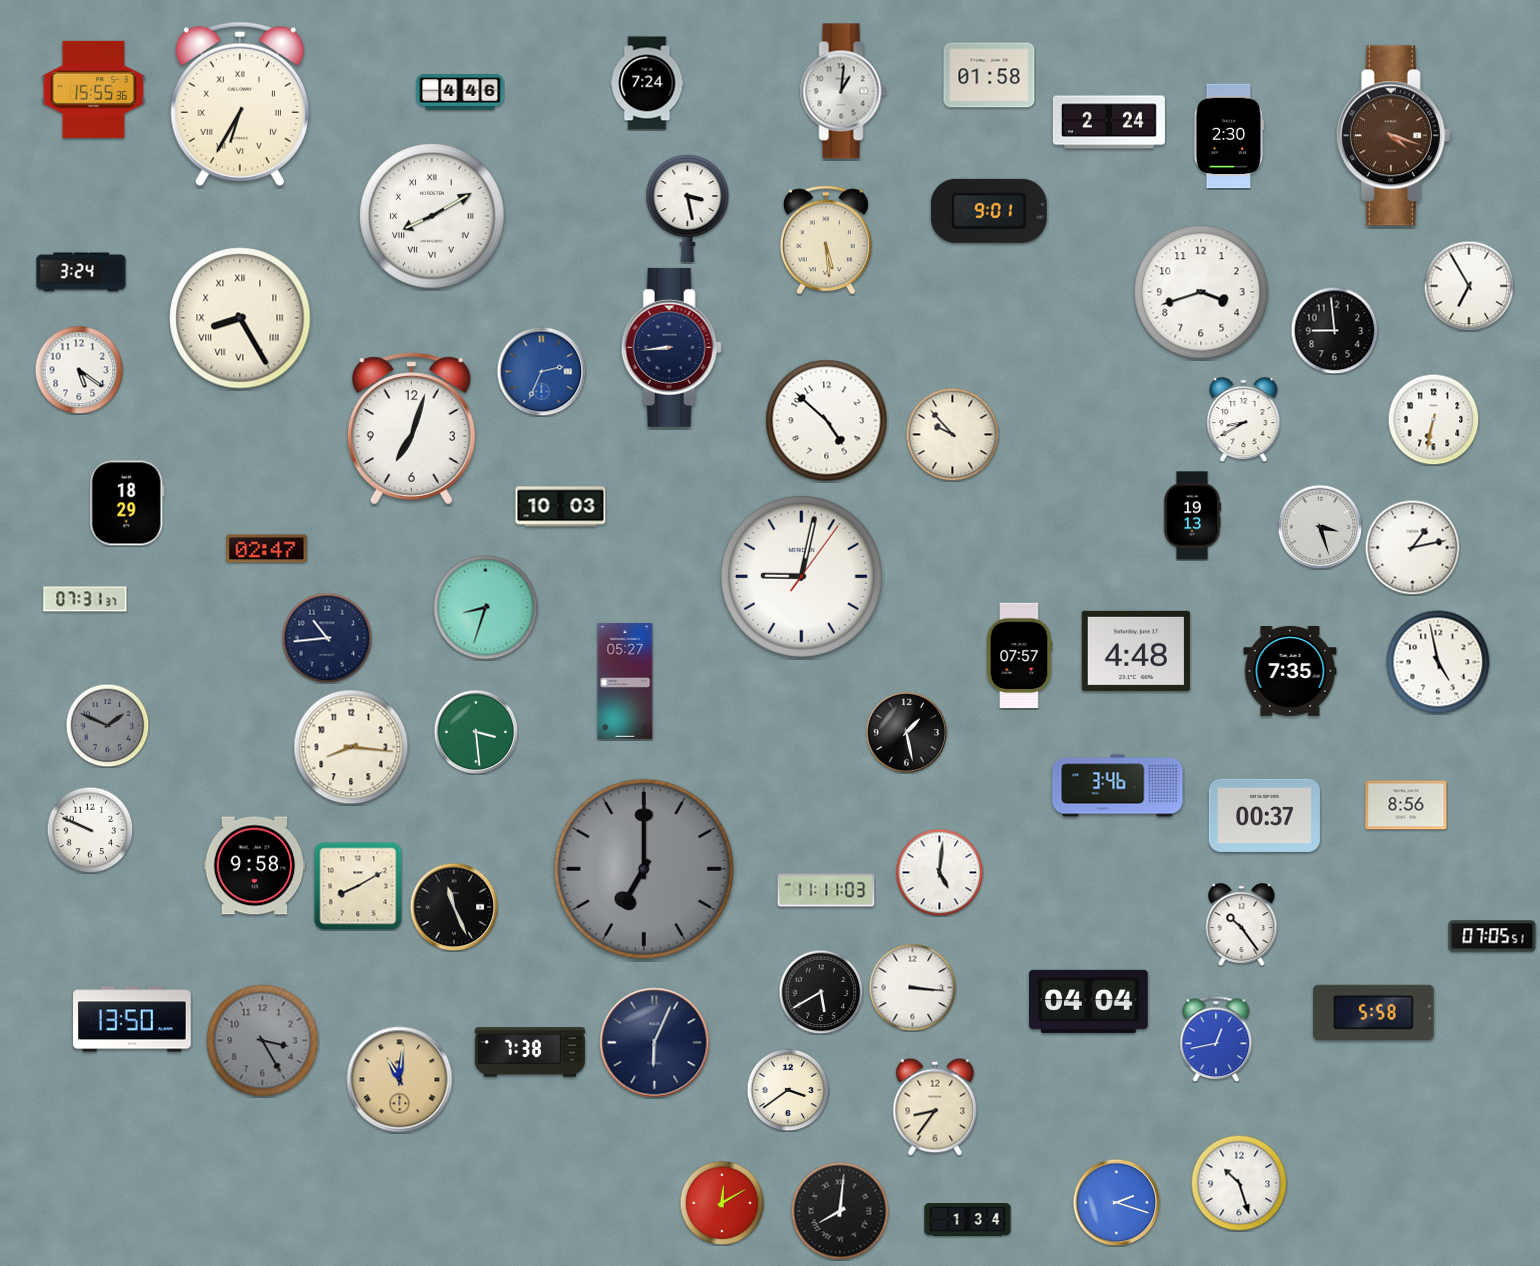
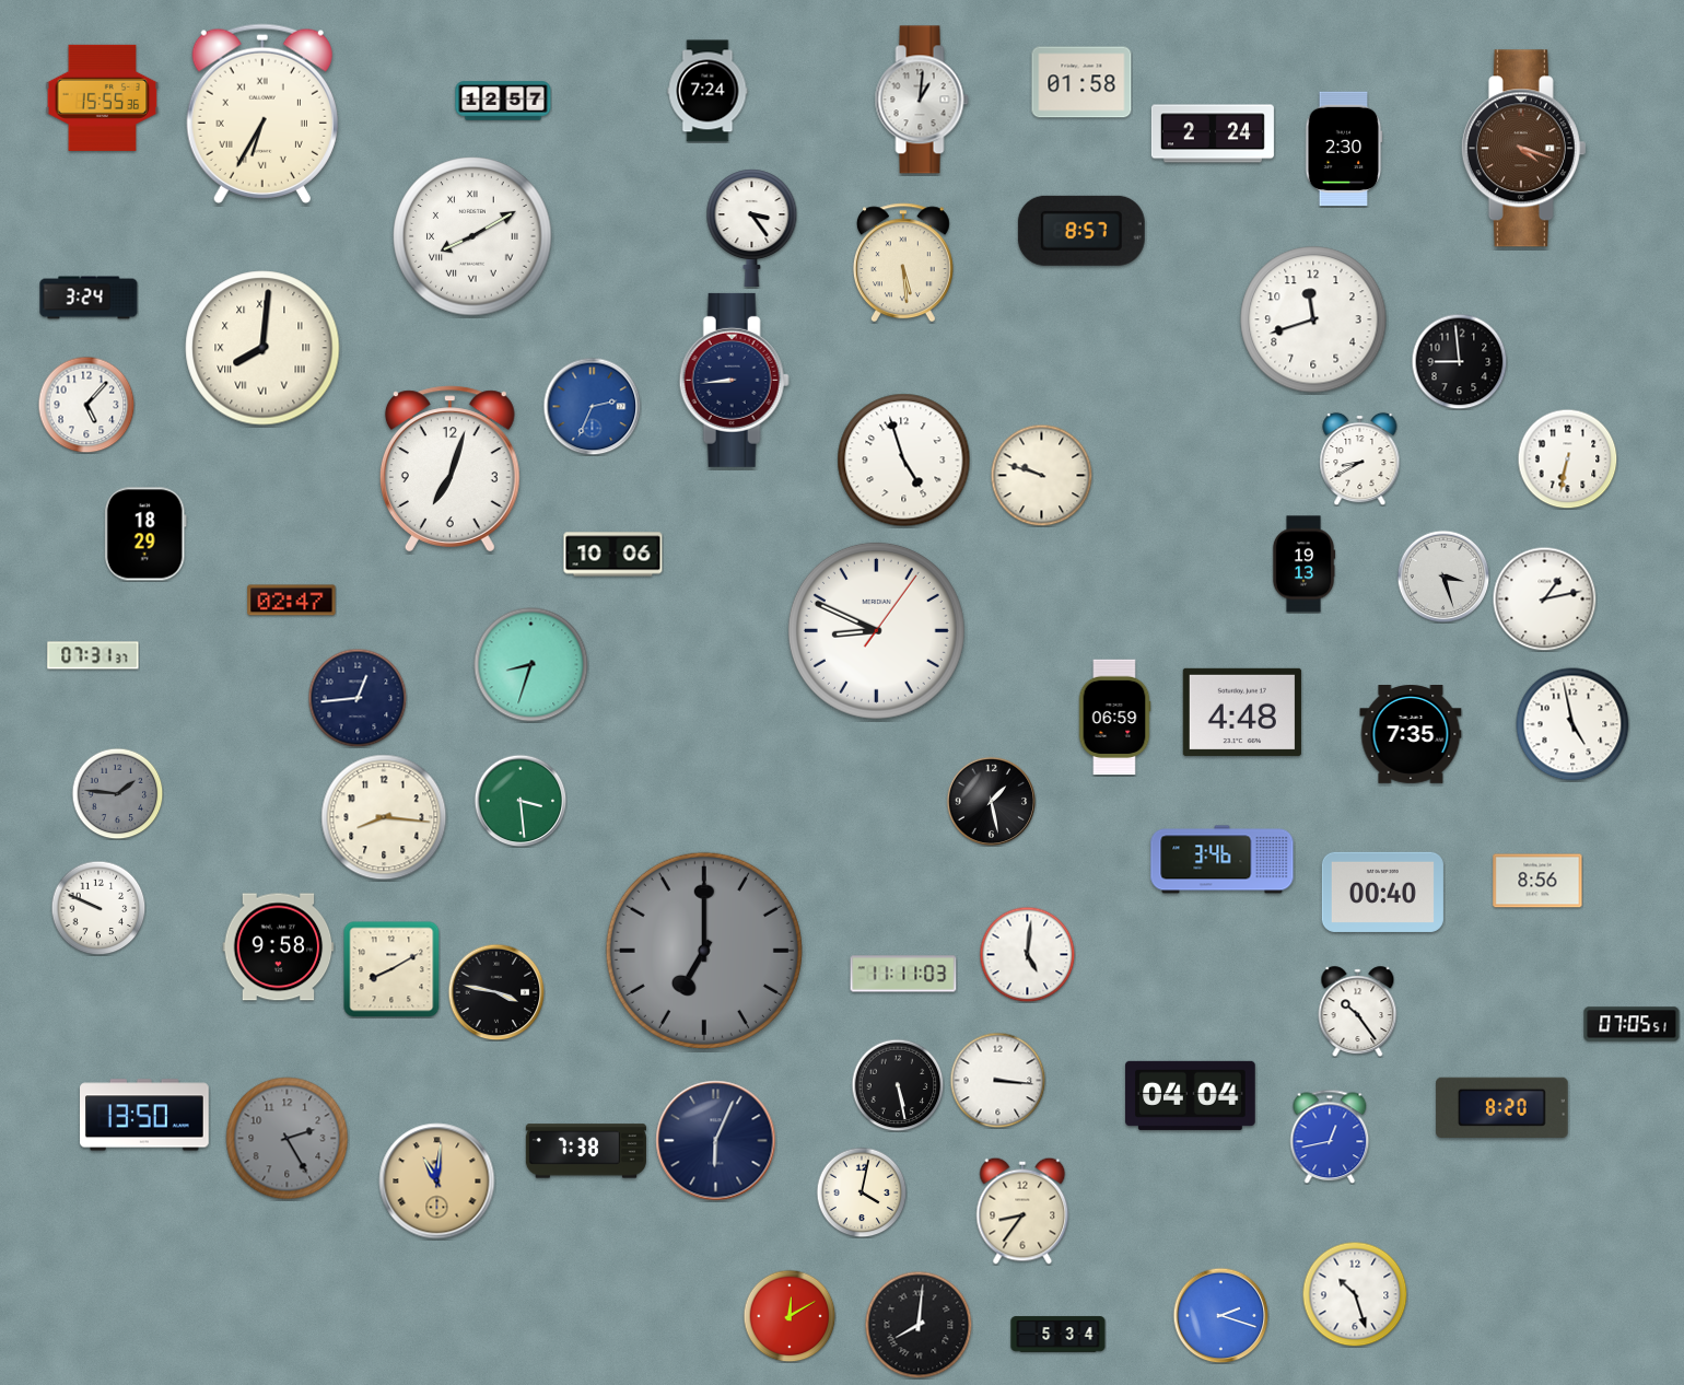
clock at (460, 92): 4:46 -> 12:57
clock at (688, 208): 3:28 -> 3:24
clock at (989, 211): 9:01 -> 8:57
clock at (1469, 286): 6:55 -> none
clock at (1201, 292): 3:42 -> 11:42
clock at (240, 318): 8:25 -> 8:01
clock at (79, 370): 5:21 -> 5:07
clock at (827, 421): 4:52 -> 4:57
clock at (952, 434): 9:53 -> 9:48
clock at (127, 503) position: (127, 503) -> (145, 534)
clock at (561, 507): 10:03 -> 10:06
clock at (801, 576): 9:02 -> 8:49
clock at (327, 638): 10:44 -> 12:44
clock at (1019, 656): 07:57 -> 06:59
clock at (625, 682): 05:27 -> none
clock at (107, 725): 1:49 -> 1:46
clock at (1264, 815): 00:37 -> 00:40
clock at (454, 907): 11:26 -> 3:47
clock at (821, 992): 5:40 -> 5:28
clock at (1374, 1012): 5:58 -> 8:20
clock at (263, 1041): 3:25 -> 2:25
clock at (530, 1052) position: (530, 1052) -> (586, 1151)
clock at (788, 1090): 3:39 -> 4:02
clock at (968, 1220): 1:34 -> 5:34
